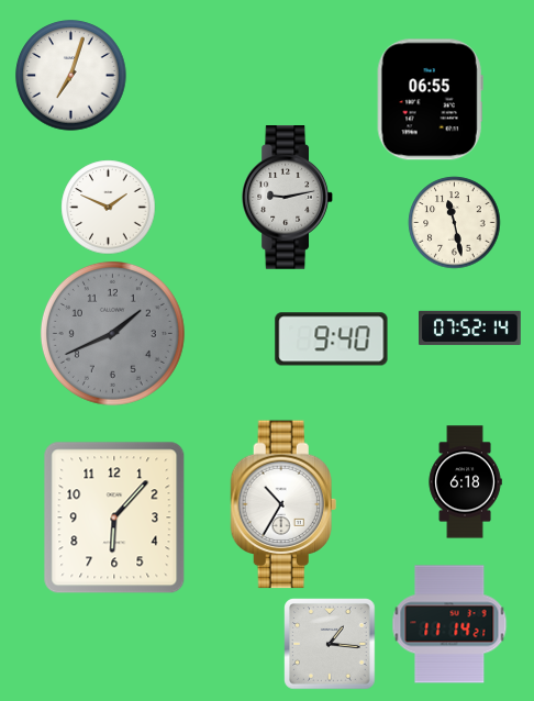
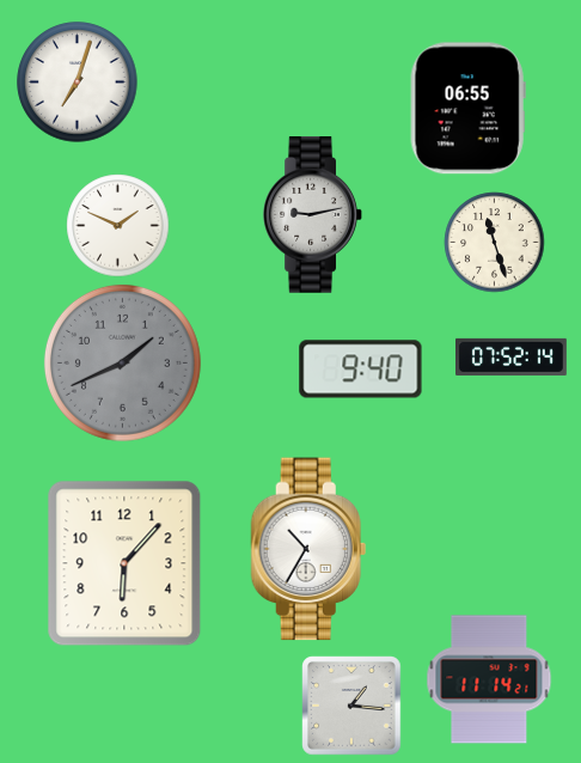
clock at (455, 223): 11:28 -> 11:27
clock at (465, 482): 6:18 -> none
clock at (330, 644) position: (330, 644) -> (351, 706)
